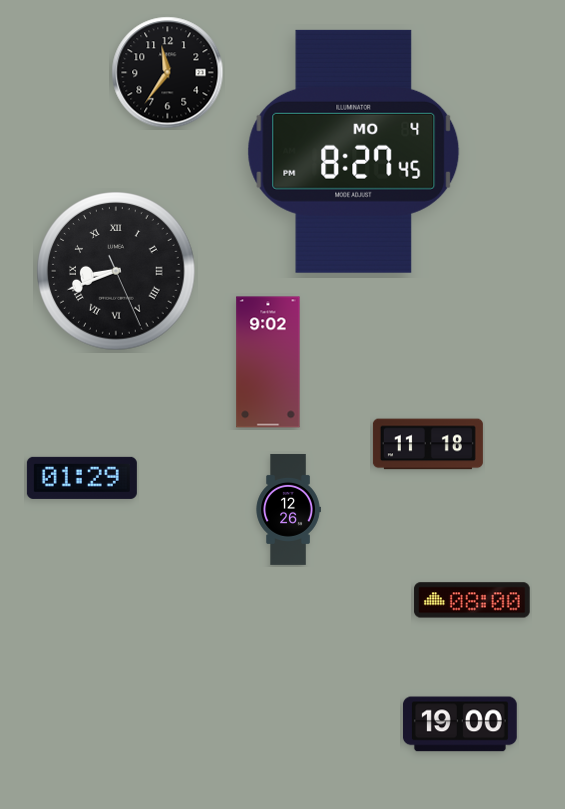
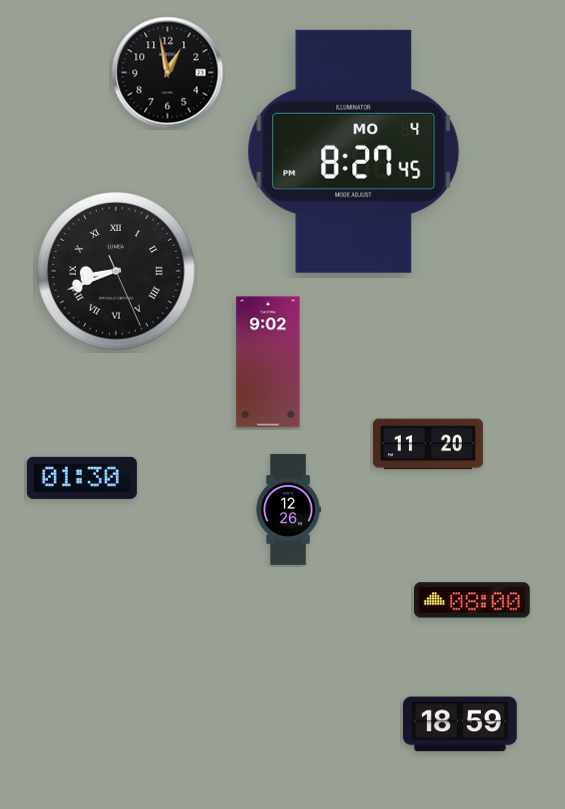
clock at (168, 73): 11:36 -> 12:58
clock at (428, 444): 11:18 -> 11:20
clock at (82, 478): 01:29 -> 01:30
clock at (460, 724): 19:00 -> 18:59
